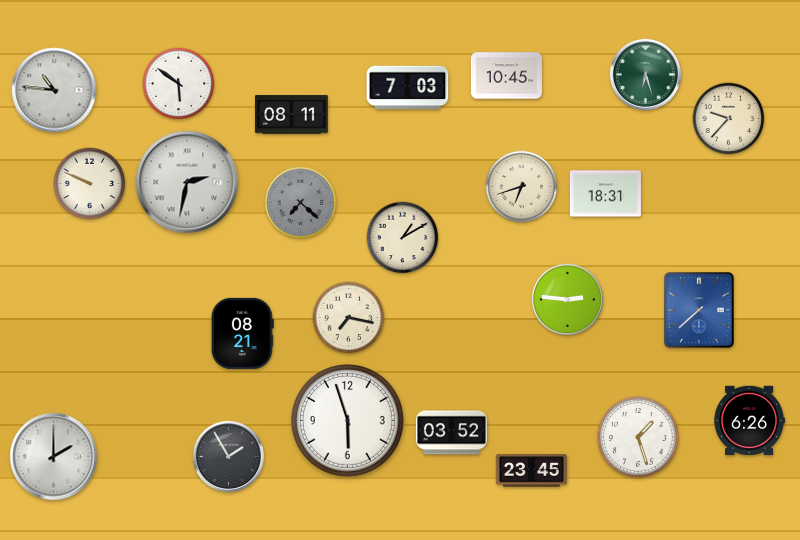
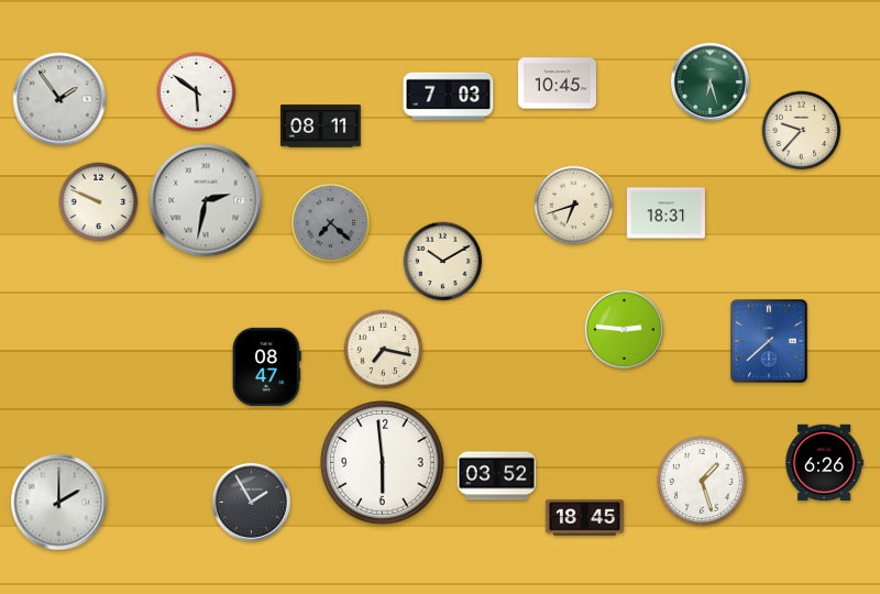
clock at (54, 90): 10:46 -> 1:54
clock at (403, 238): 1:10 -> 10:10
clock at (242, 333): 08:21 -> 08:47
clock at (347, 420): 5:57 -> 5:59
clock at (531, 471): 23:45 -> 18:45
